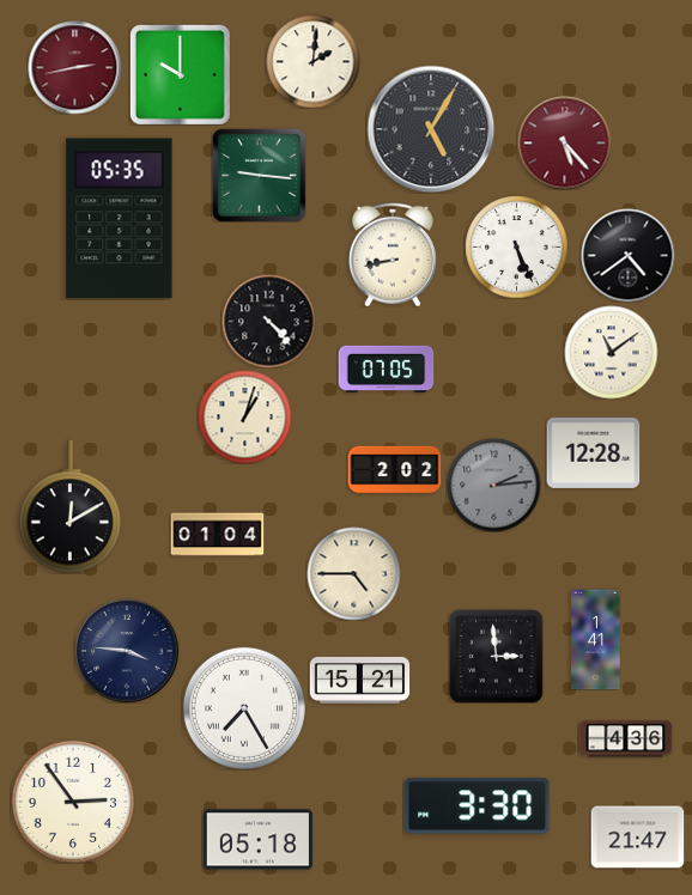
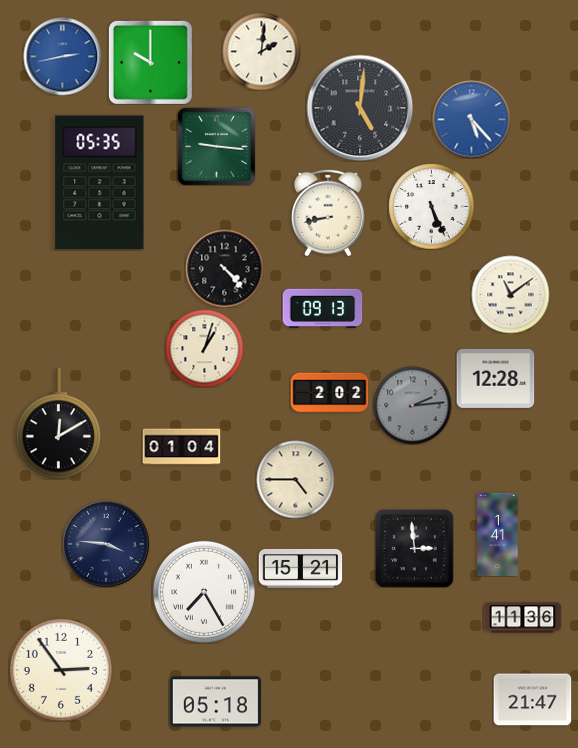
clock at (74, 67) dial: burgundy -> blue
clock at (431, 129): 5:05 -> 5:01
clock at (564, 142) dial: burgundy -> blue
clock at (627, 255): 4:39 -> none
clock at (386, 370): 07:05 -> 09:13
clock at (625, 739): 4:36 -> 11:36
clock at (478, 806): 3:30 -> none
